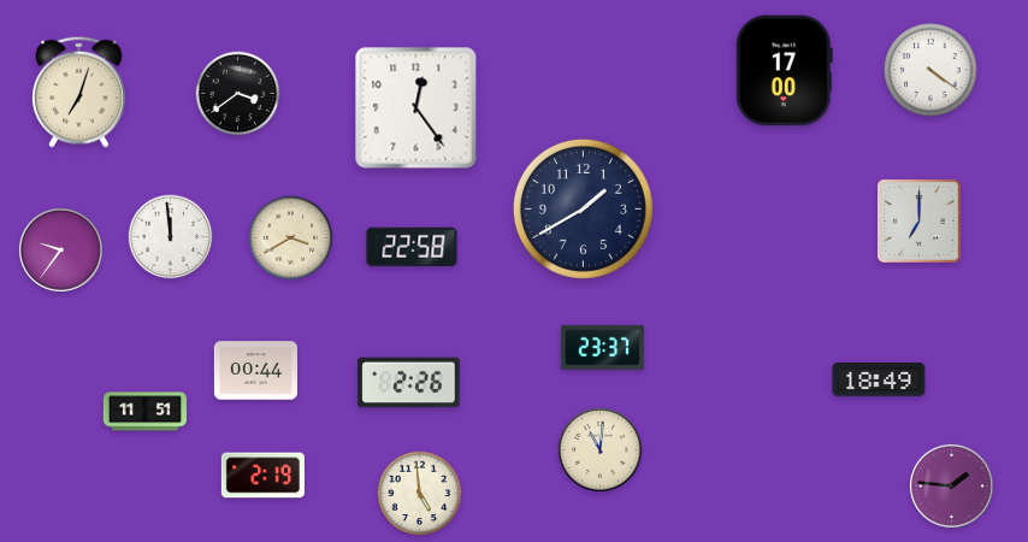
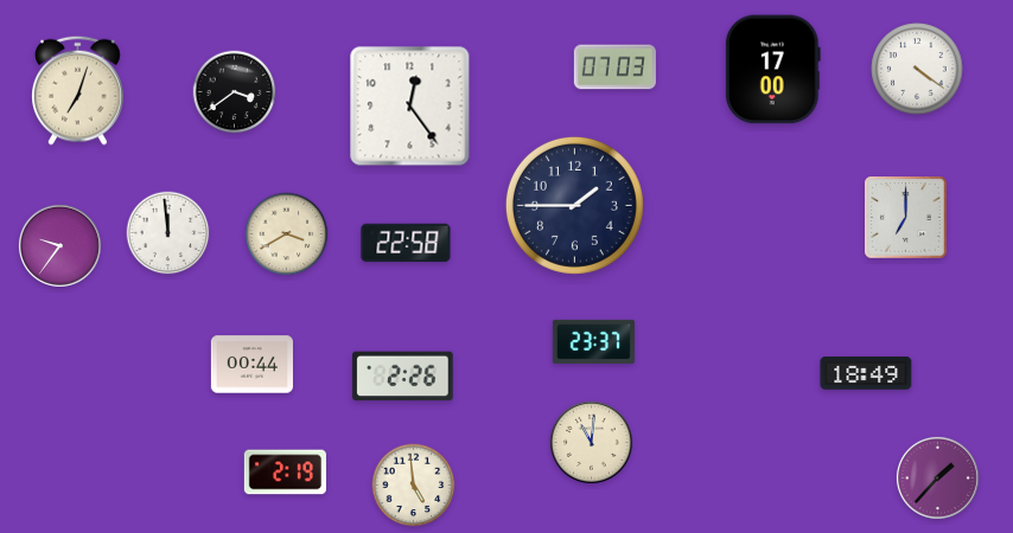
clock at (614, 68): none -> 07:03
clock at (583, 208): 1:40 -> 1:45
clock at (144, 412): 11:51 -> none
clock at (262, 476) position: (262, 476) -> (285, 473)
clock at (951, 485): 1:46 -> 1:37
